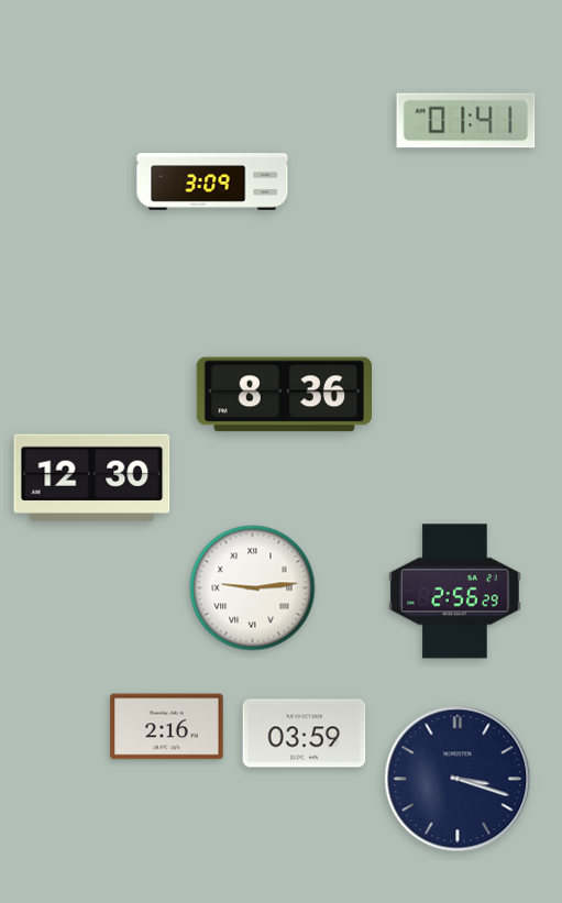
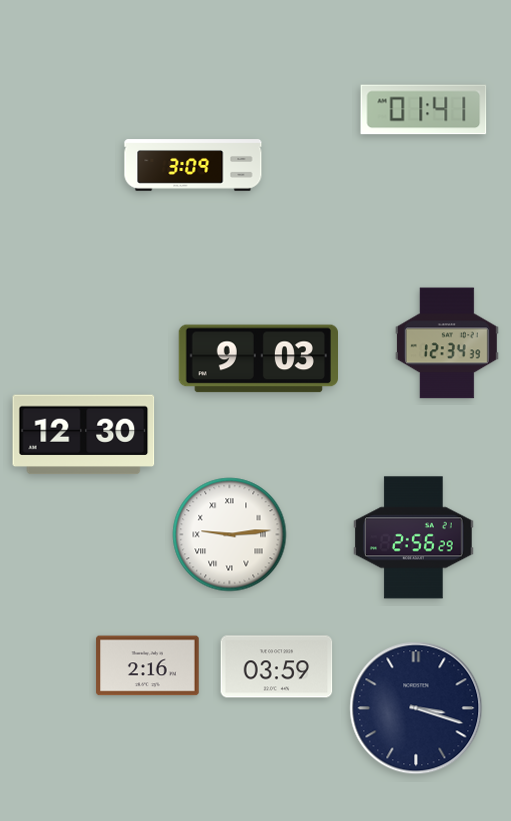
clock at (447, 343): none -> 12:34
clock at (284, 395): 8:36 -> 9:03
clock at (167, 727) position: (167, 727) -> (148, 666)
